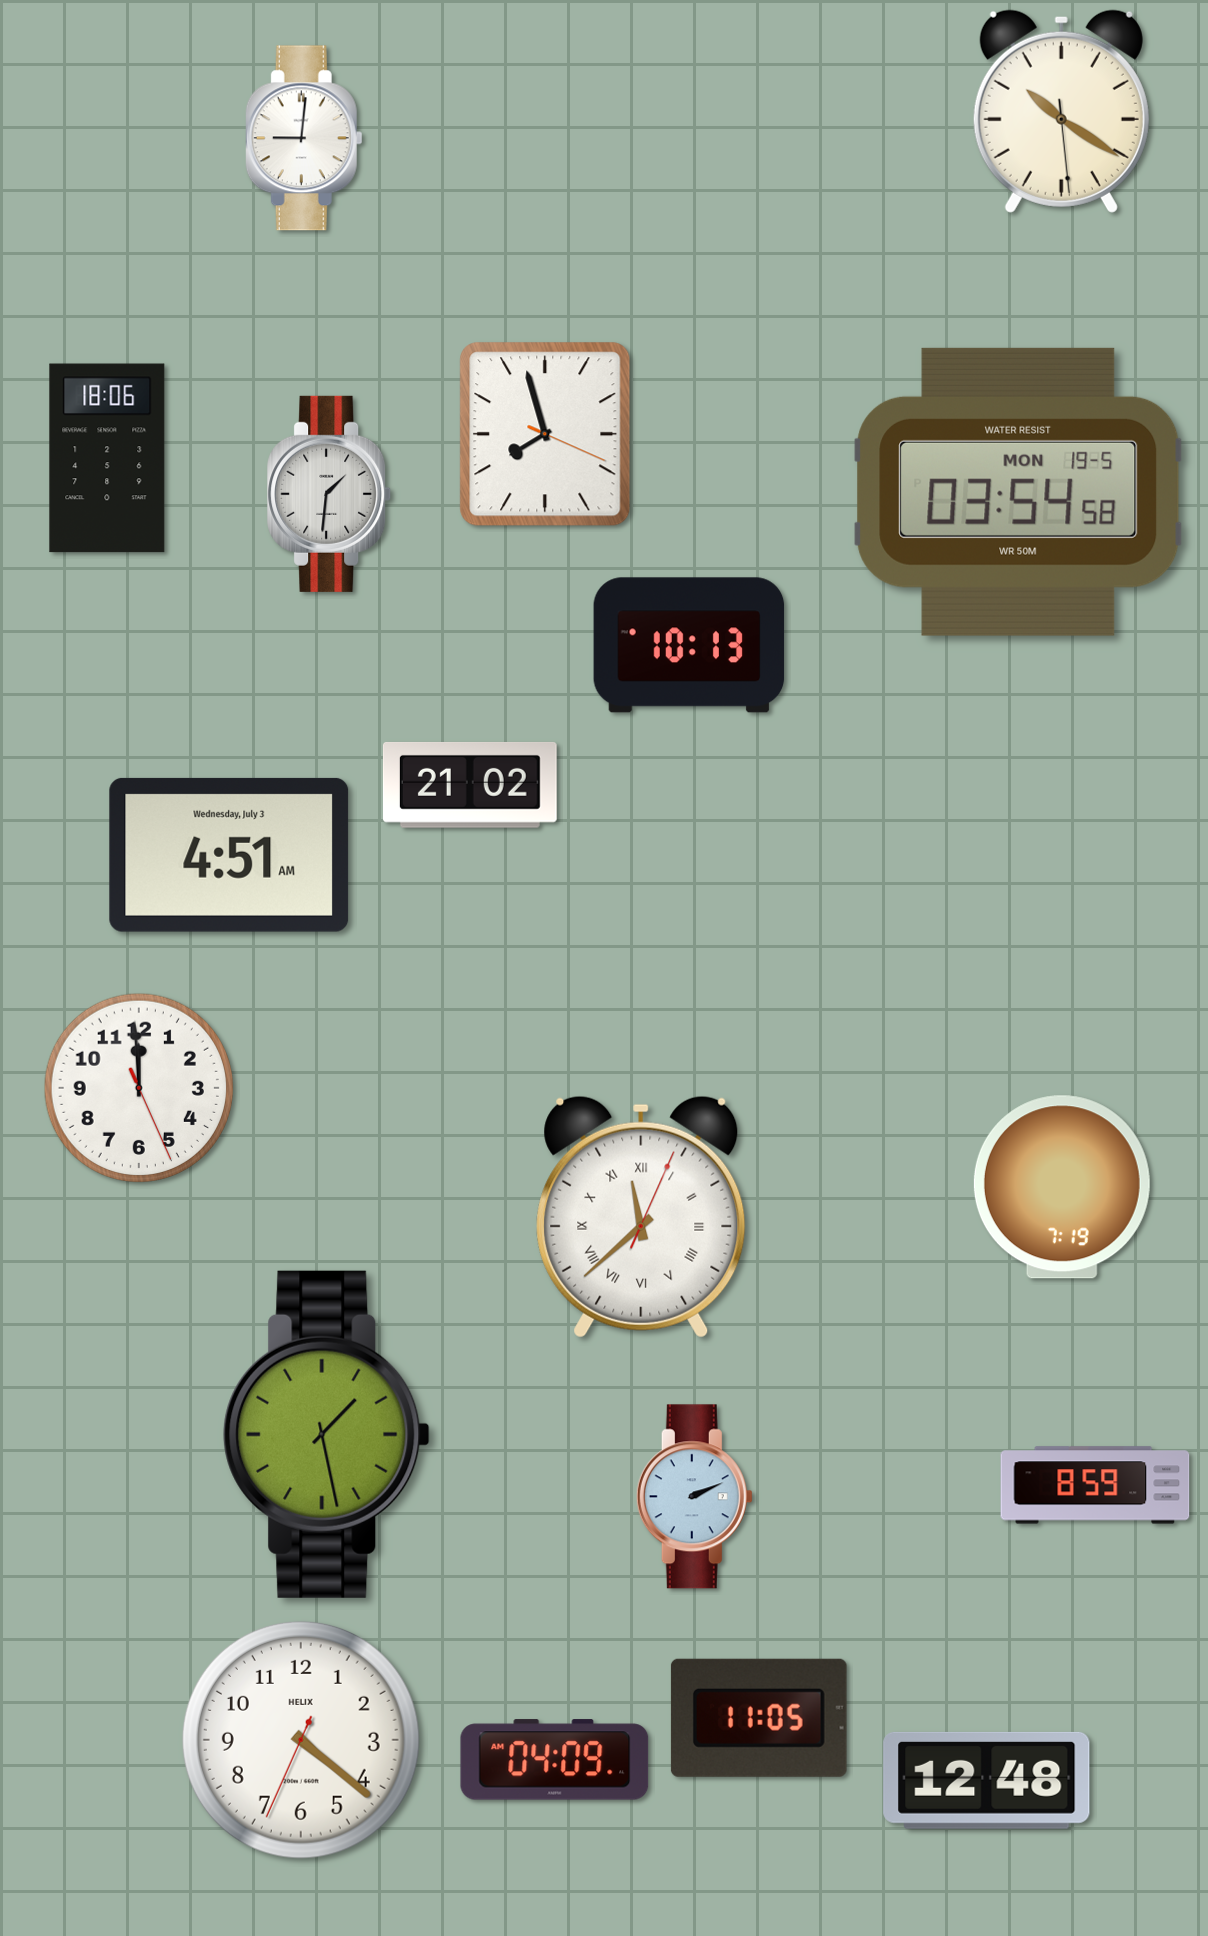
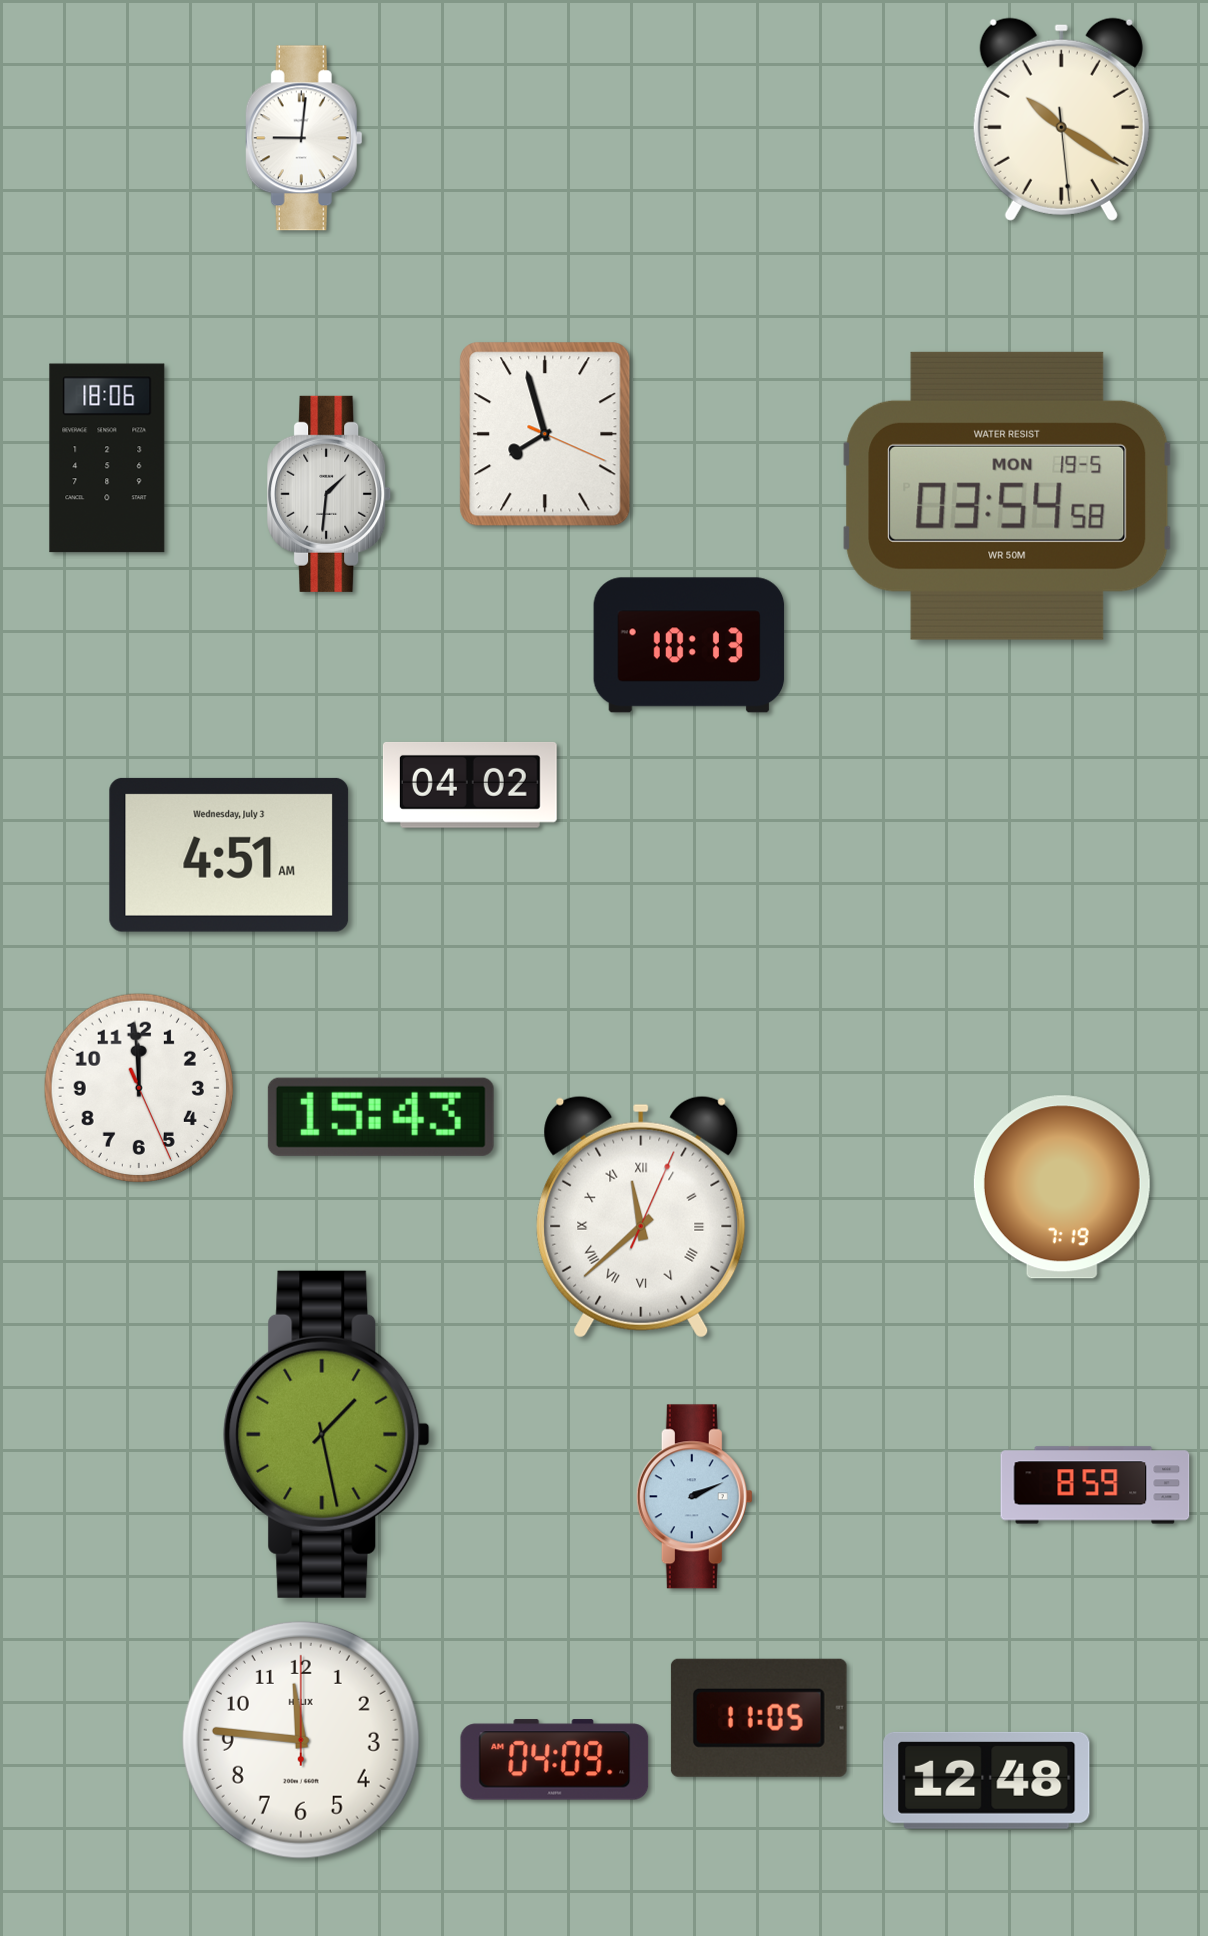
clock at (1061, 111) position: (1061, 111) -> (1061, 119)
clock at (1018, 492) position: (1018, 492) -> (1007, 496)
clock at (470, 785): 21:02 -> 04:02
clock at (381, 1117): none -> 15:43
clock at (301, 1740): 4:21 -> 11:46
